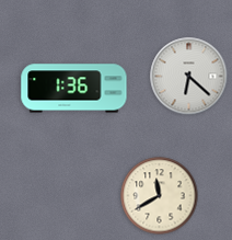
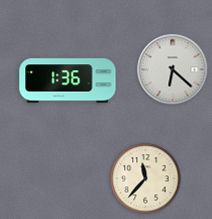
clock at (160, 196): 11:40 -> 11:37
